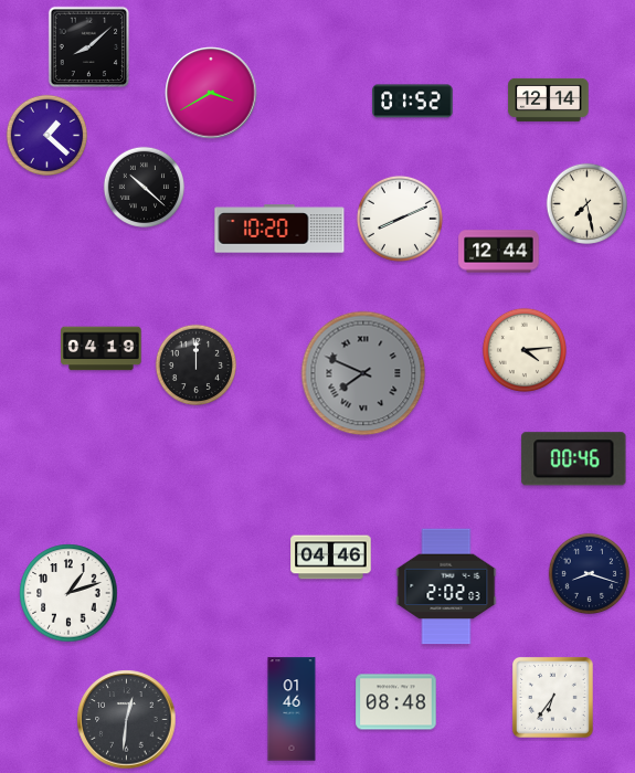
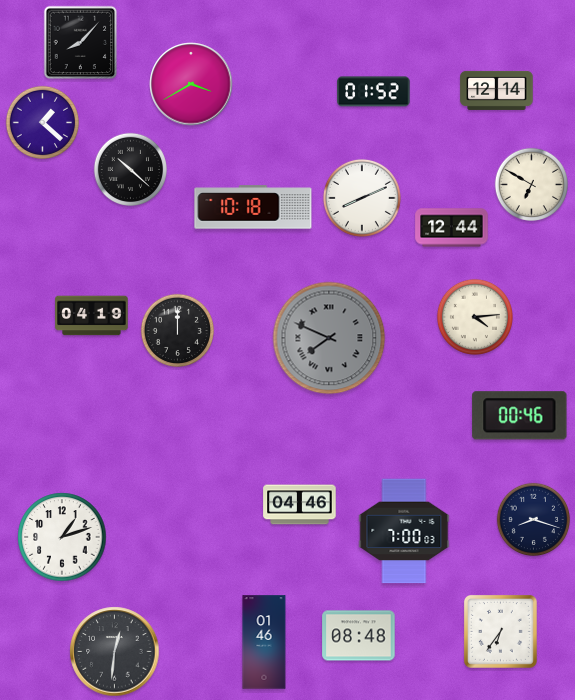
clock at (89, 47): 8:08 -> 8:07
clock at (586, 203): 7:28 -> 6:50
clock at (279, 229): 10:20 -> 10:18
clock at (446, 586): 2:02 -> 7:00
